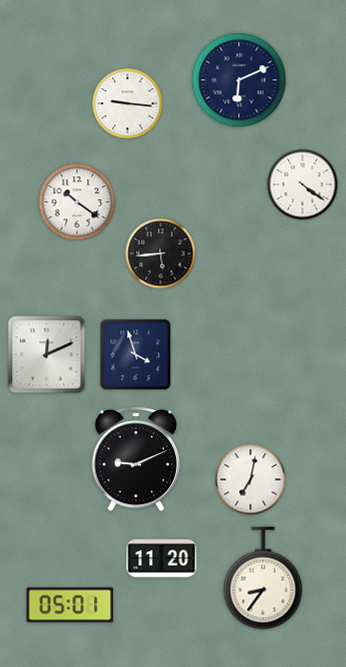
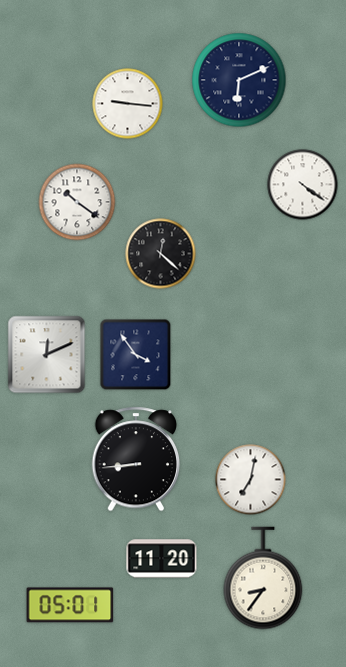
clock at (161, 254): 5:44 -> 12:22
clock at (136, 355): 3:57 -> 3:54
clock at (136, 459): 9:11 -> 8:44
